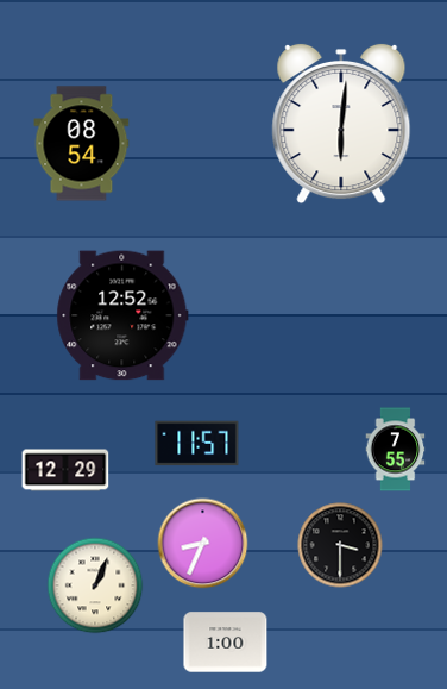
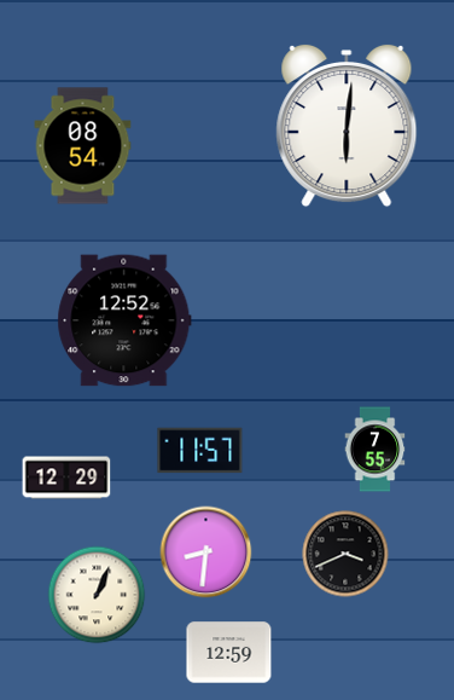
clock at (396, 450) position: (396, 450) -> (376, 450)
clock at (203, 544): 8:34 -> 8:31
clock at (340, 545): 3:30 -> 3:41
clock at (226, 643): 1:00 -> 12:59
